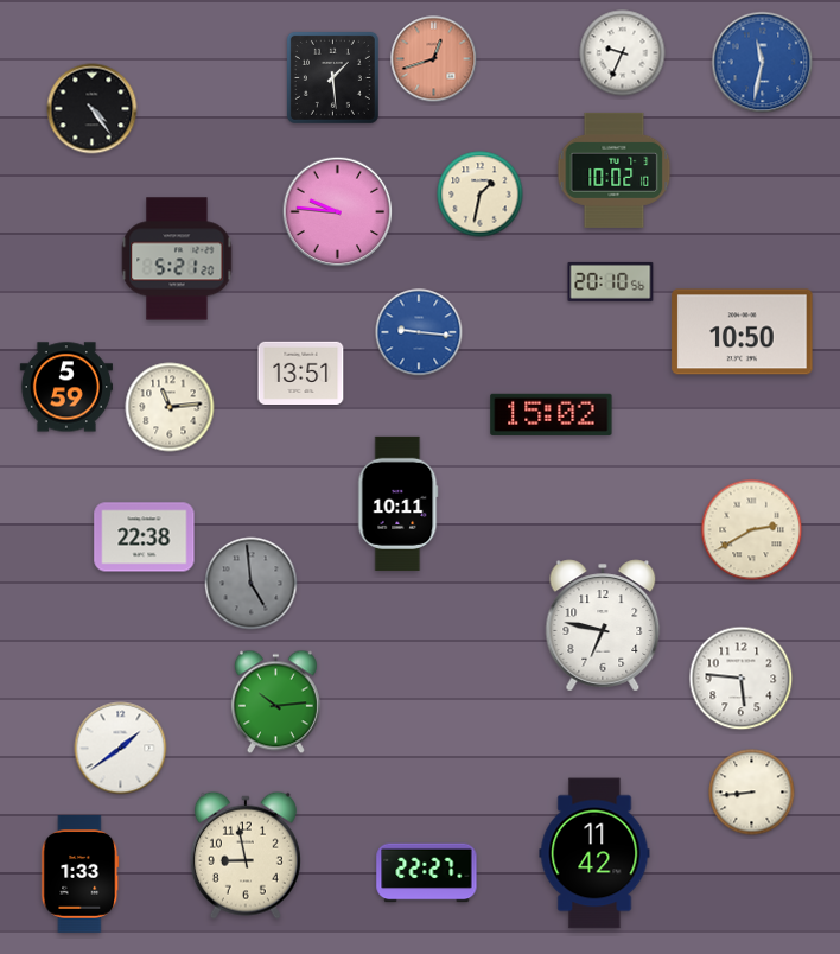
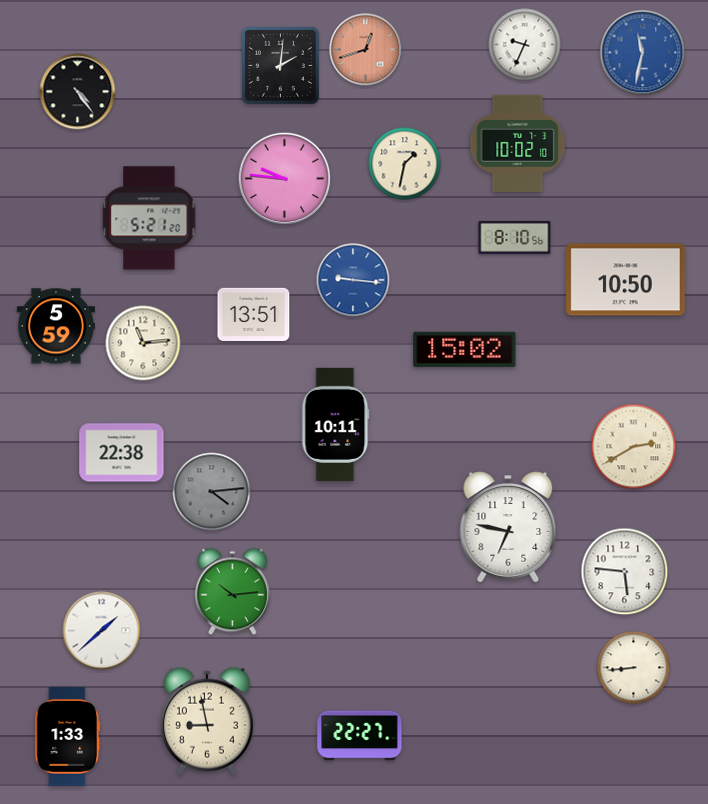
clock at (332, 77): 1:29 -> 2:01
clock at (611, 281): 20:10 -> 8:10
clock at (252, 584): 4:59 -> 4:14
clock at (121, 749): 1:39 -> 1:38
clock at (594, 853): 11:42 -> none
